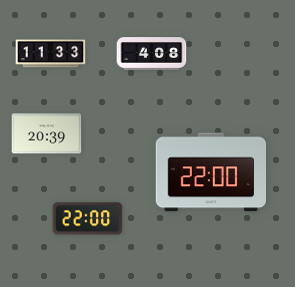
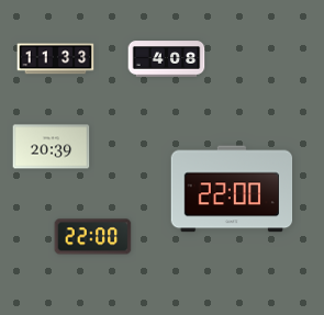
clock at (88, 219) position: (88, 219) -> (93, 237)
